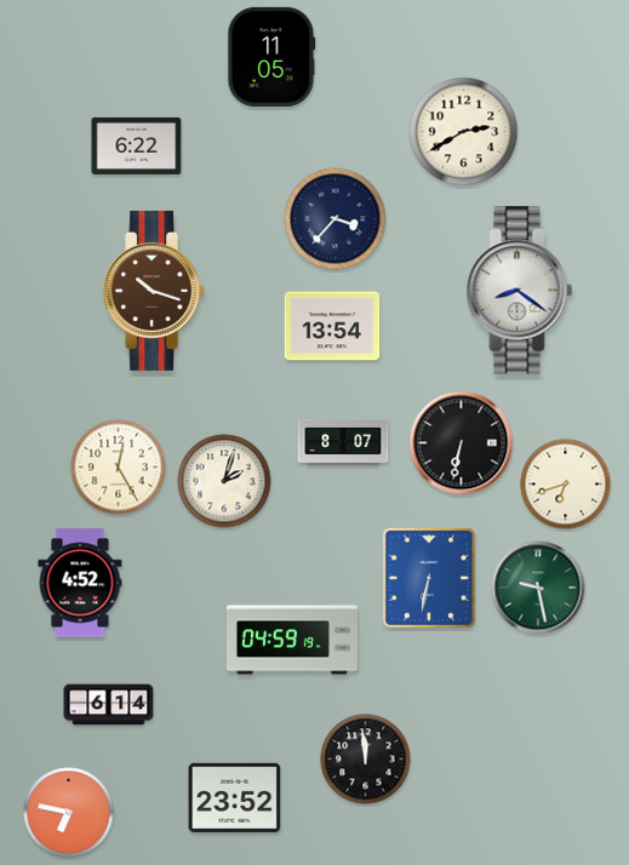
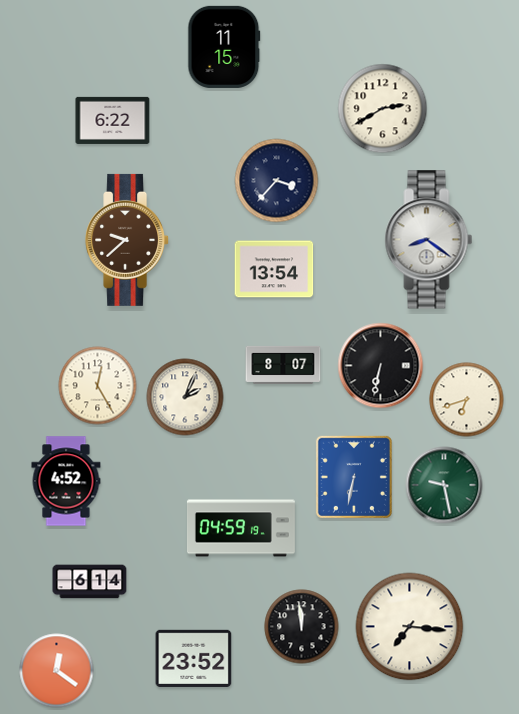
clock at (271, 57): 11:05 -> 11:15
clock at (155, 291): 10:18 -> 9:38
clock at (224, 481): 2:03 -> 2:04
clock at (410, 627): none -> 7:16
clock at (69, 813): 6:47 -> 12:21
